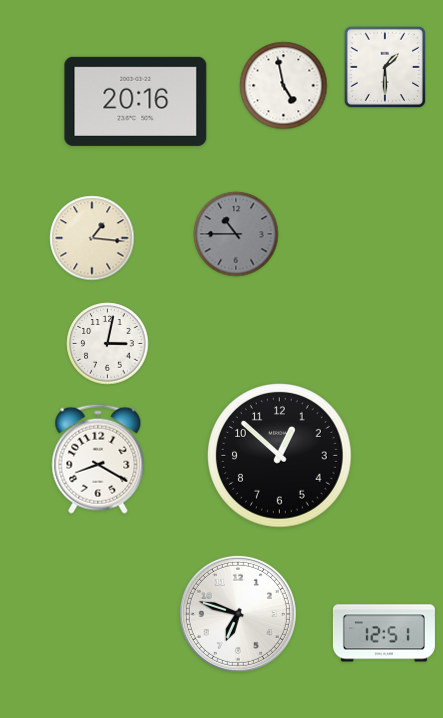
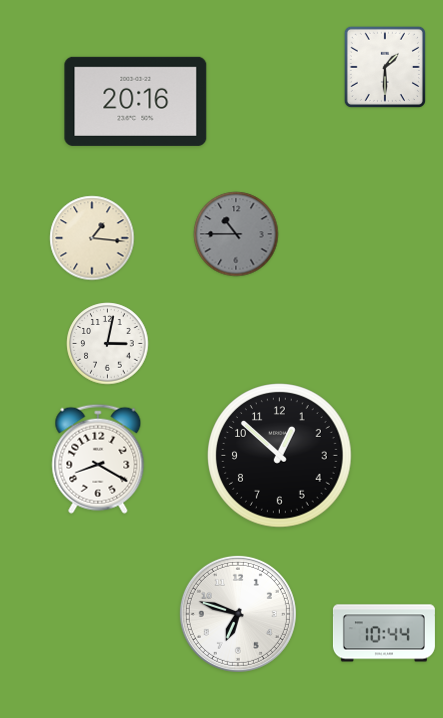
clock at (284, 86): 4:58 -> none
clock at (384, 633): 12:51 -> 10:44
